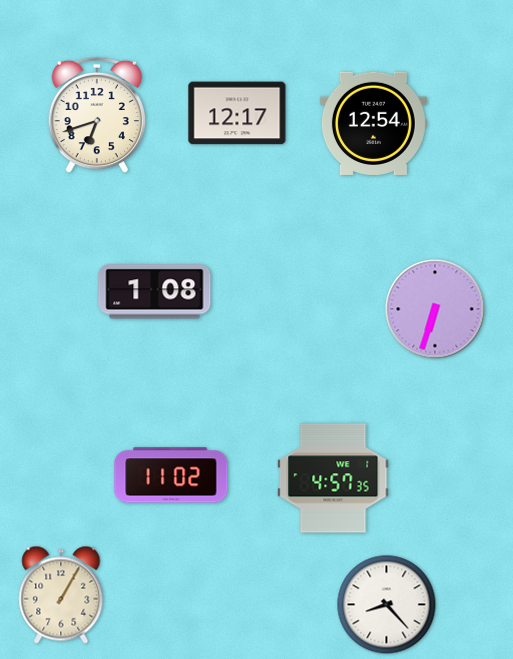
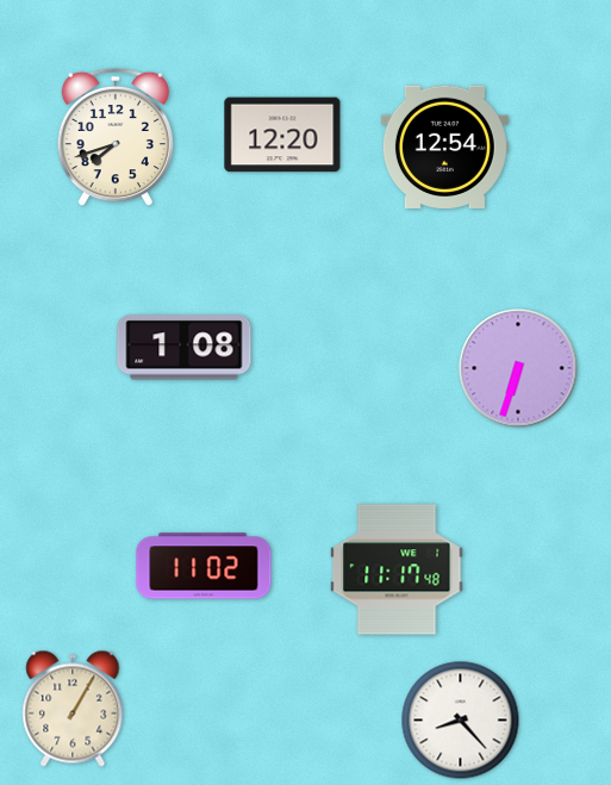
clock at (237, 113): 12:17 -> 12:20
clock at (96, 115): 6:42 -> 7:42
clock at (333, 478): 4:57 -> 11:17
